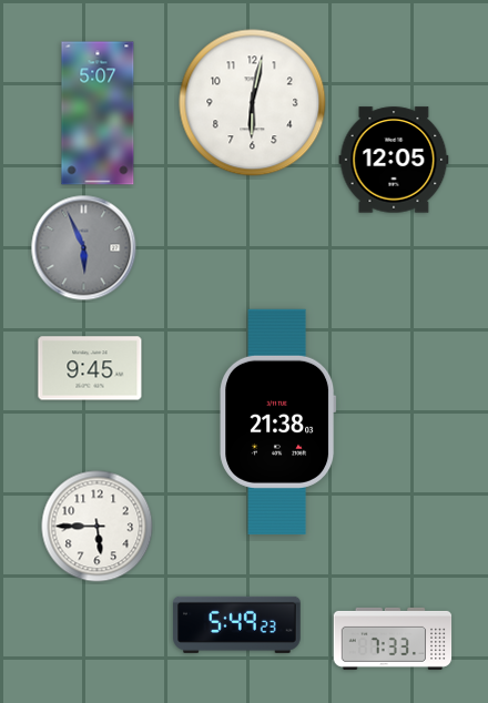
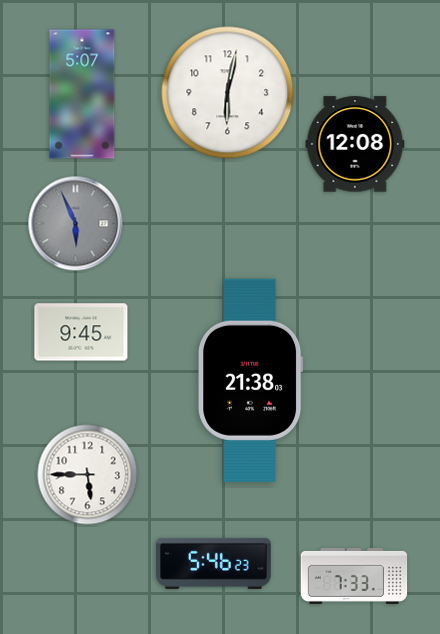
clock at (98, 113) position: (98, 113) -> (82, 94)
clock at (394, 160): 12:05 -> 12:08
clock at (237, 624): 5:49 -> 5:46
